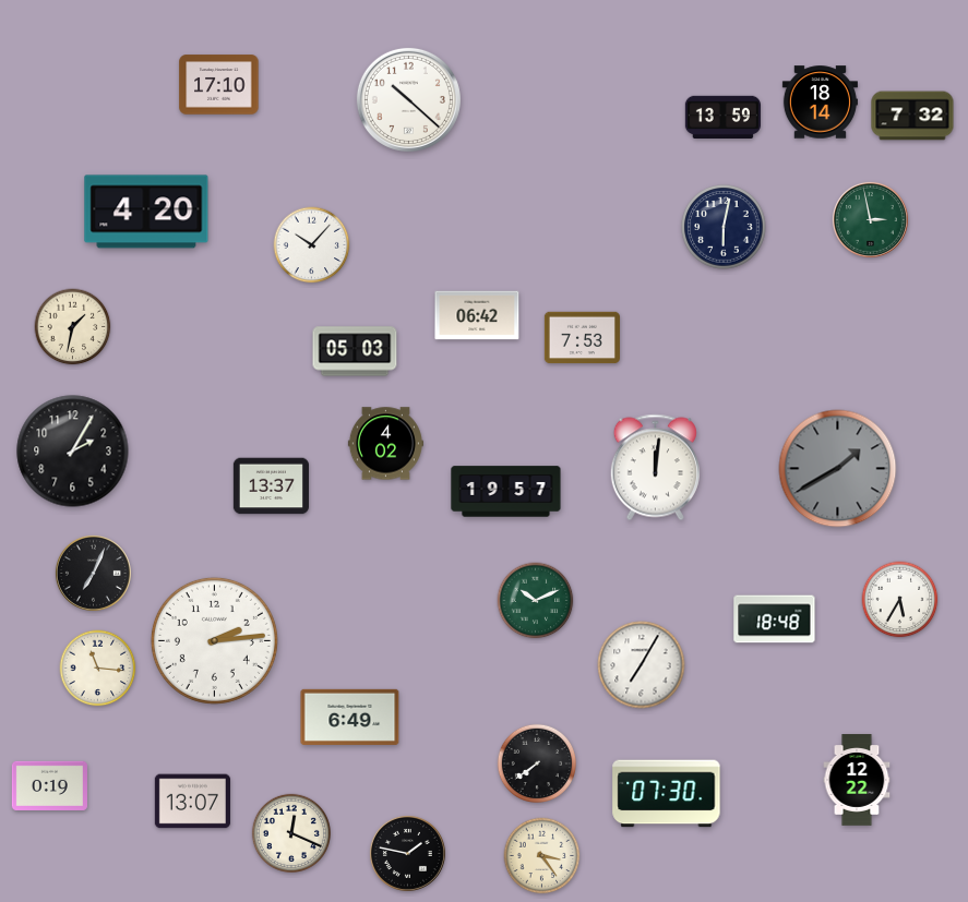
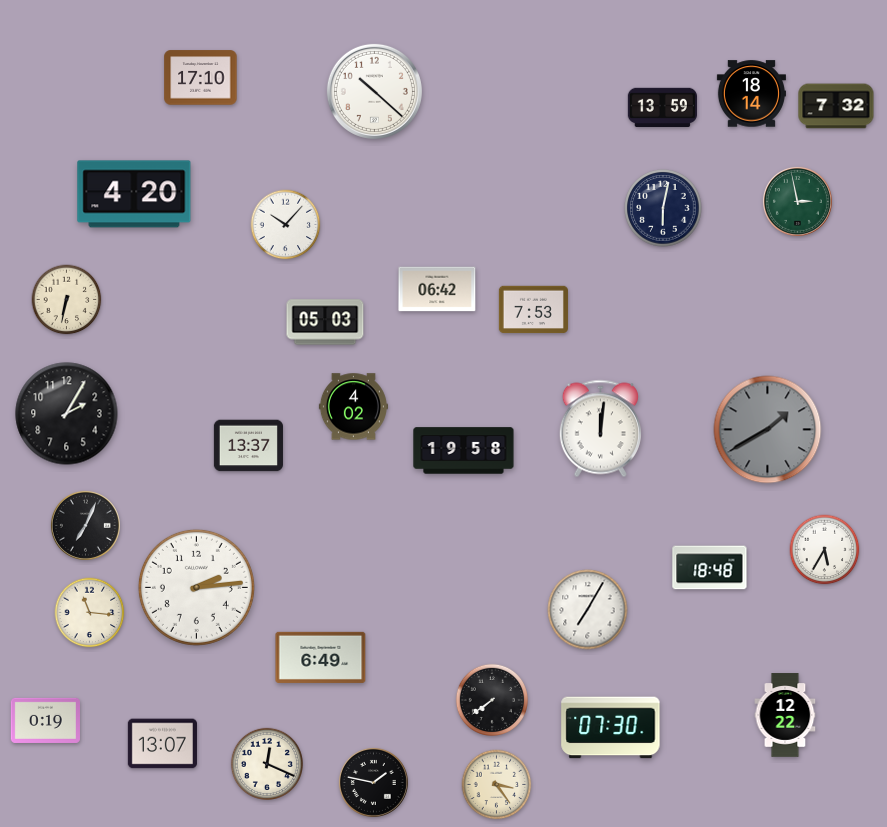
clock at (73, 327): 1:32 -> 6:32
clock at (506, 492): 19:57 -> 19:58
clock at (536, 601): 10:11 -> none
clock at (192, 802) position: (192, 802) -> (162, 744)
